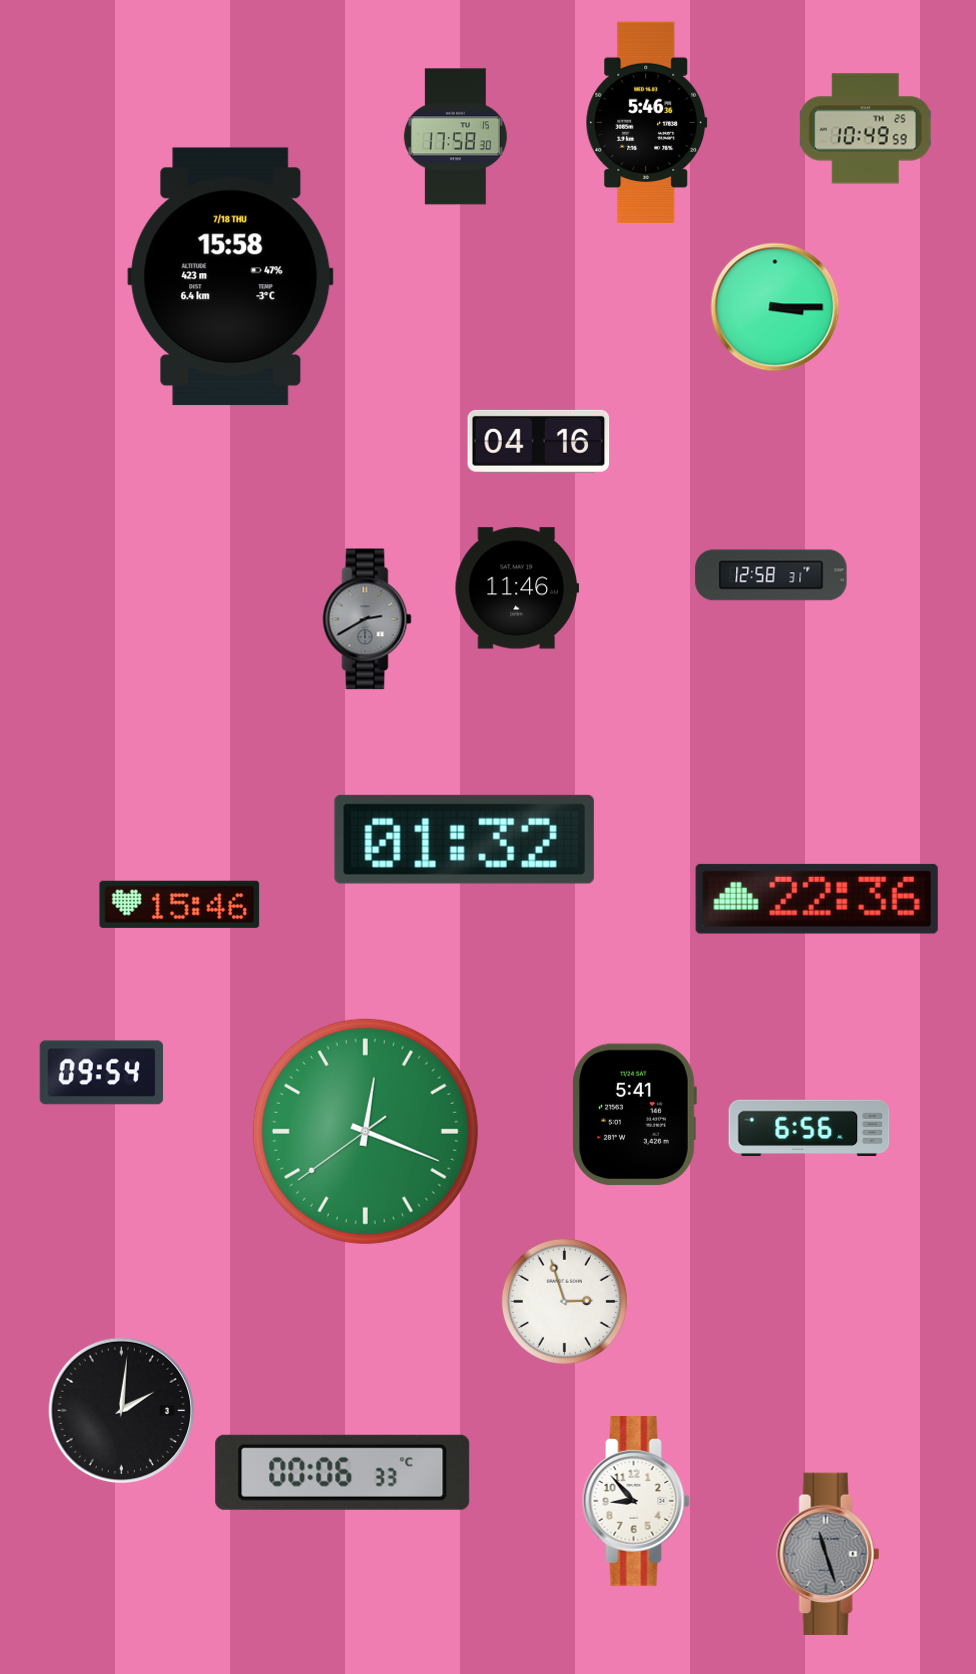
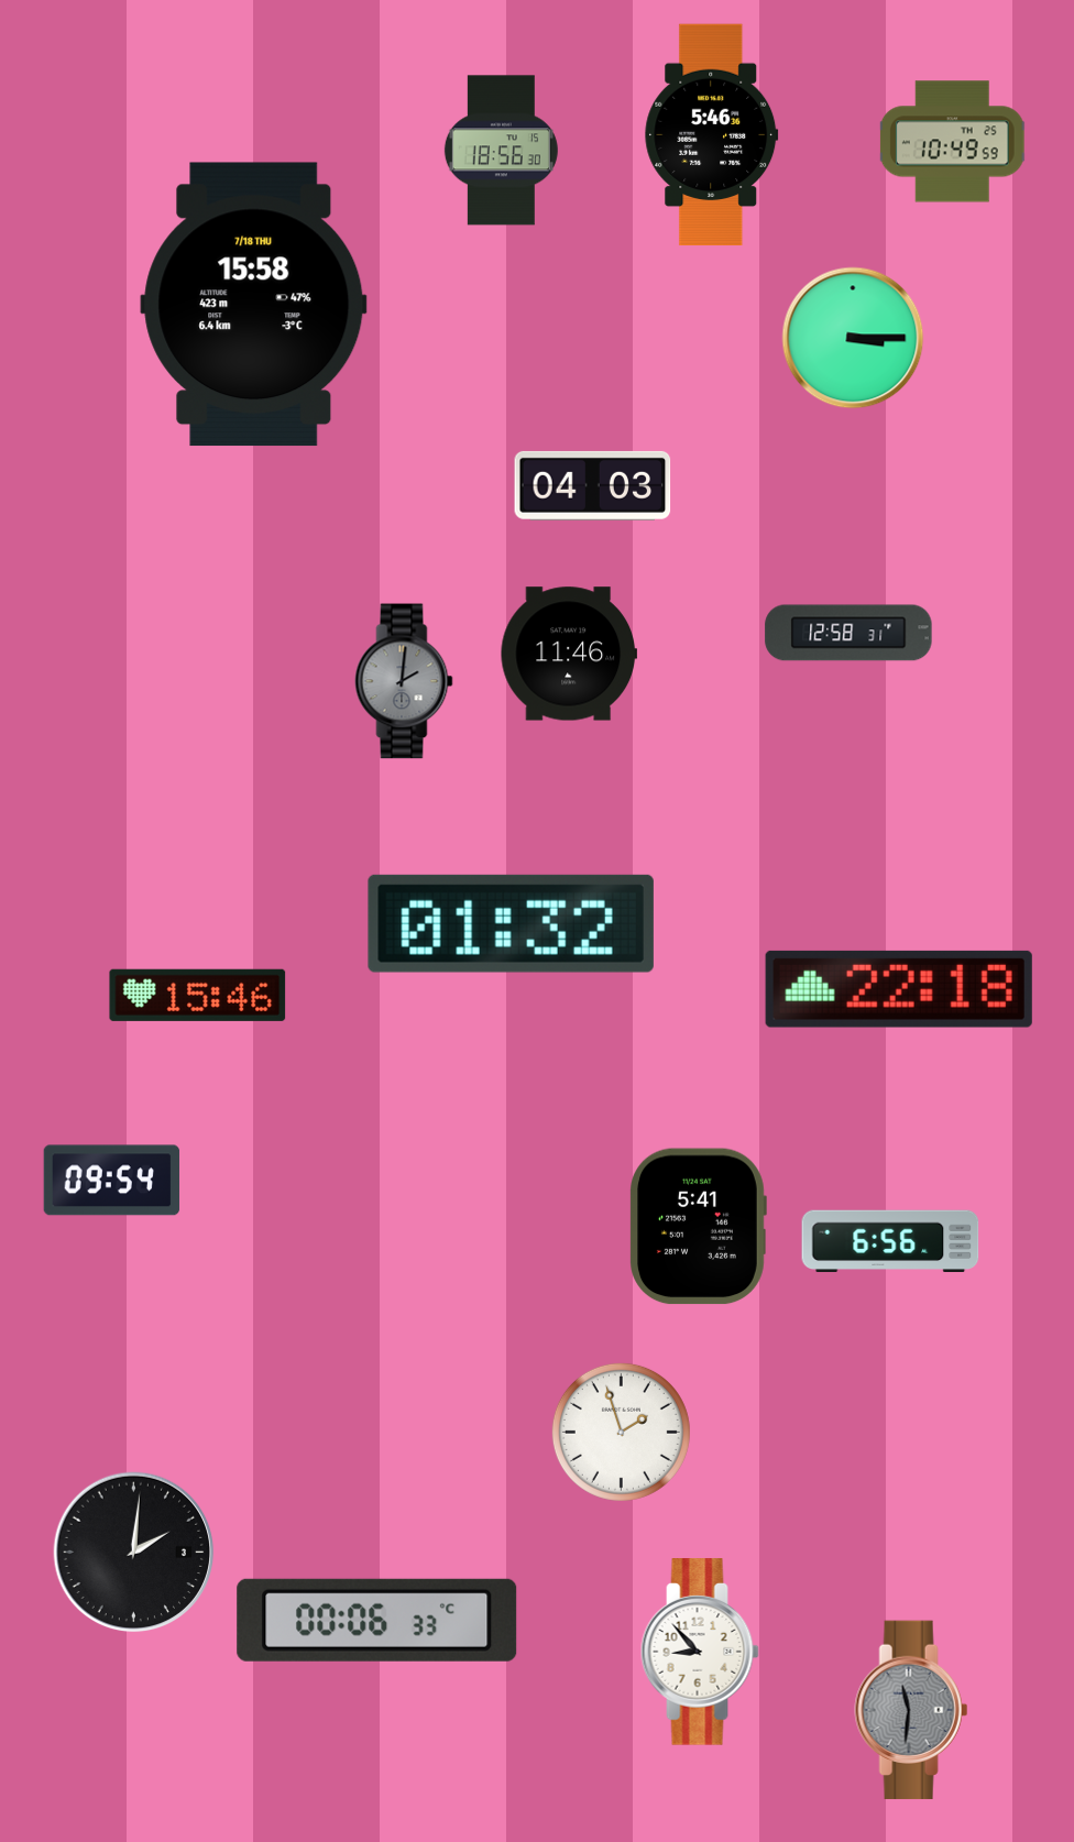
clock at (455, 137): 17:58 -> 18:56
clock at (539, 441): 04:16 -> 04:03
clock at (516, 588) position: (516, 588) -> (568, 654)
clock at (367, 619): 2:40 -> 2:01
clock at (817, 899): 22:36 -> 22:18
clock at (365, 1131): 12:18 -> none
clock at (564, 1301): 2:57 -> 1:57
clock at (828, 1554): 11:27 -> 11:31
